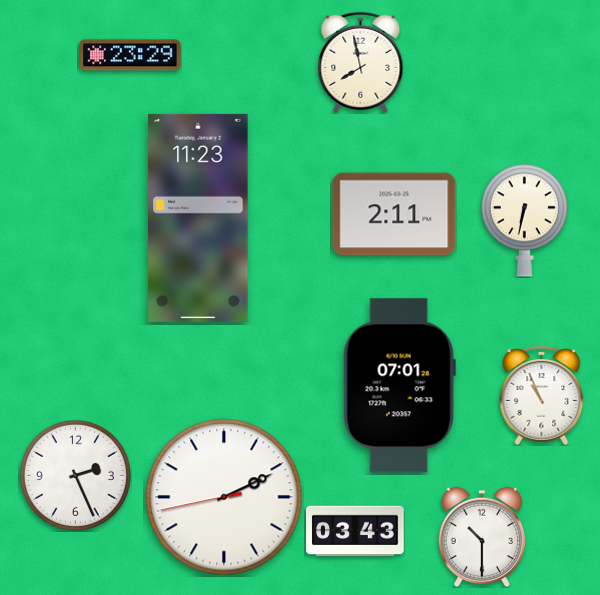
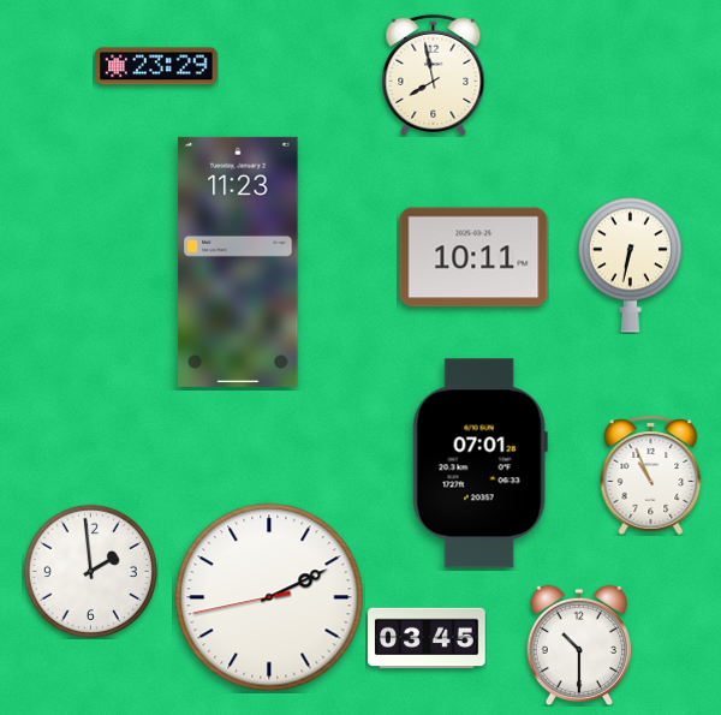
clock at (394, 214): 2:11 -> 10:11
clock at (75, 475): 2:26 -> 1:59
clock at (355, 531): 03:43 -> 03:45
